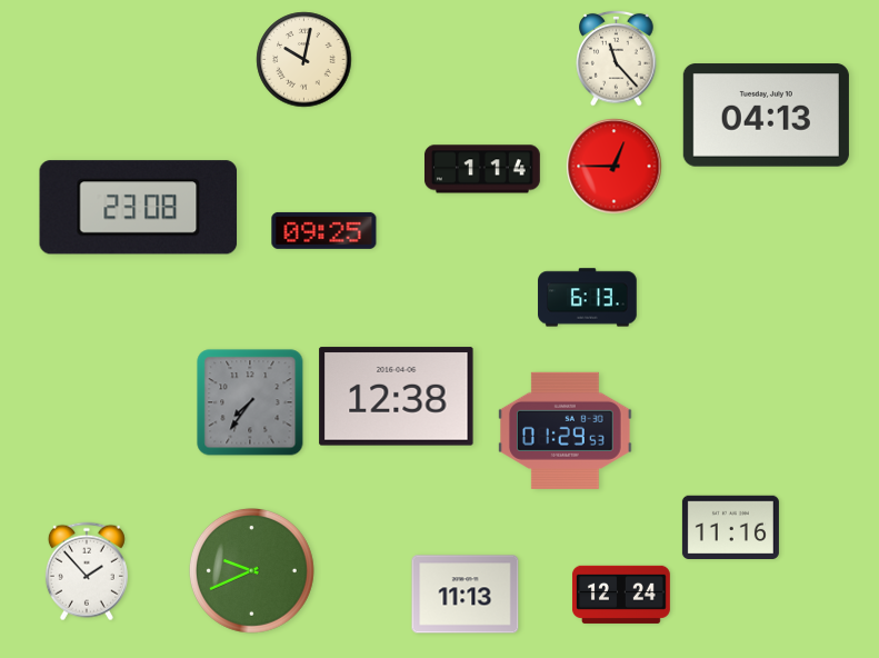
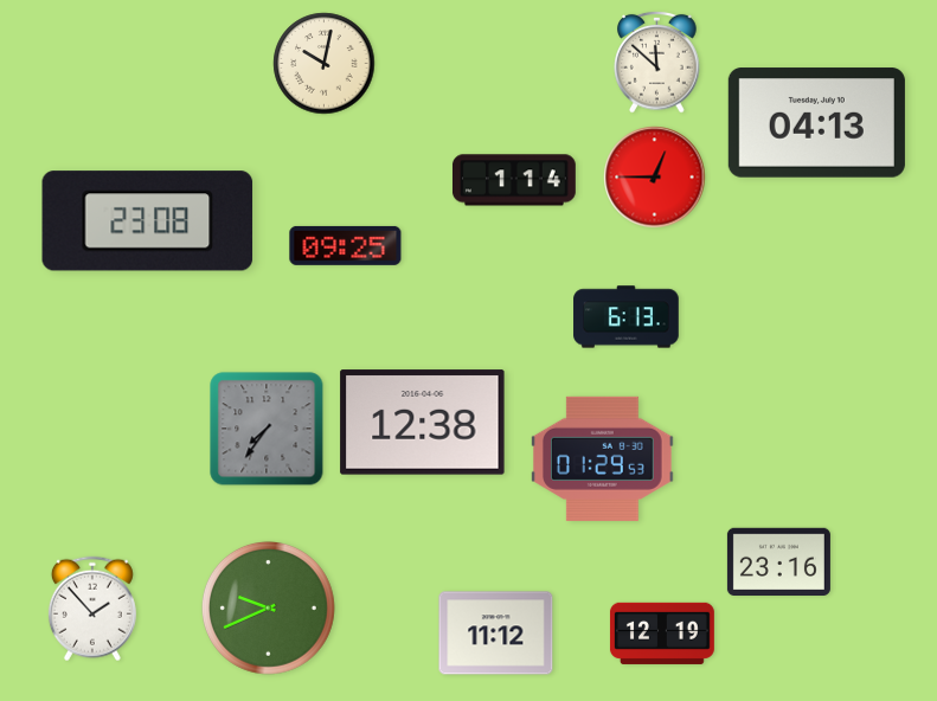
clock at (617, 58): 11:23 -> 11:52
clock at (730, 527): 11:16 -> 23:16
clock at (466, 595): 11:13 -> 11:12
clock at (621, 595): 12:24 -> 12:19
